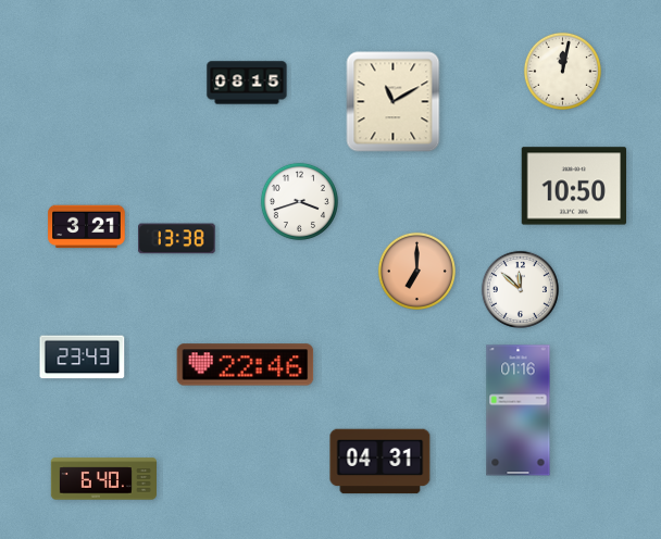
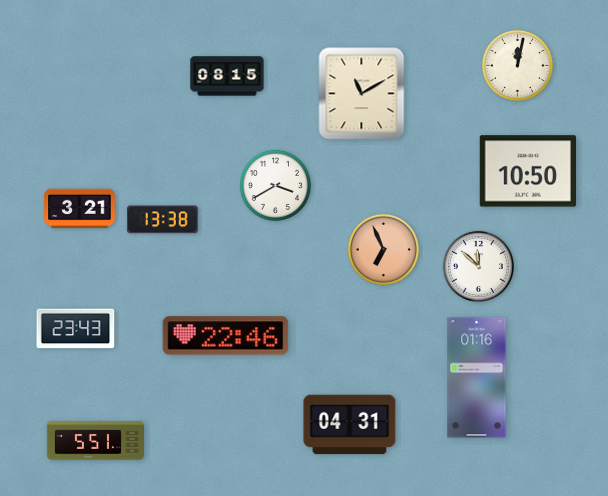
clock at (299, 201): 3:42 -> 3:40
clock at (416, 271): 7:00 -> 6:56
clock at (103, 479): 6:40 -> 5:51
